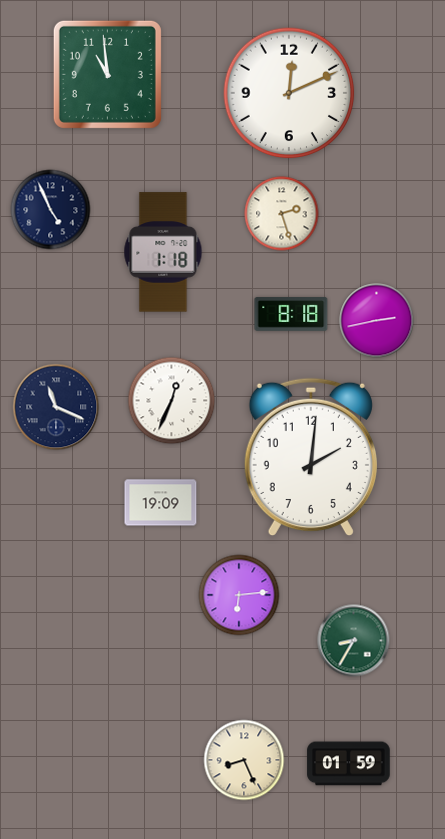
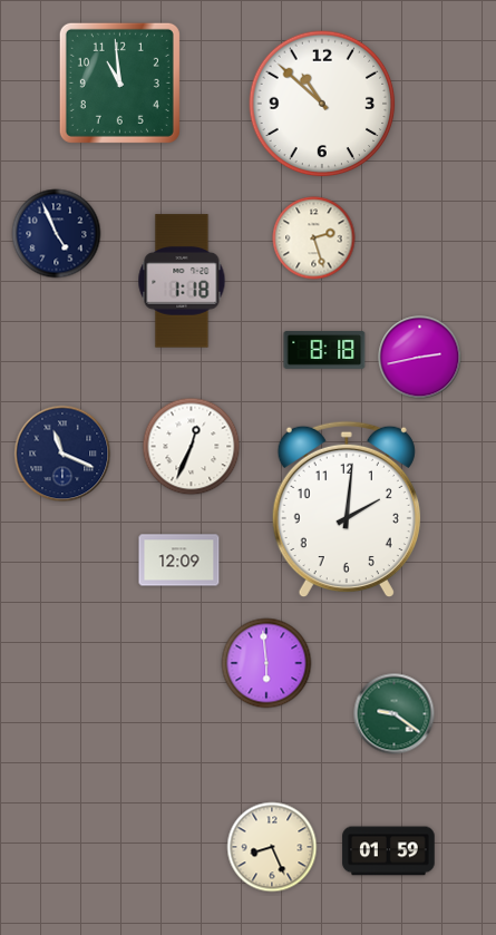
clock at (289, 93): 12:11 -> 10:52
clock at (161, 503): 19:09 -> 12:09
clock at (239, 595): 6:14 -> 5:59
clock at (354, 641): 8:35 -> 9:21
